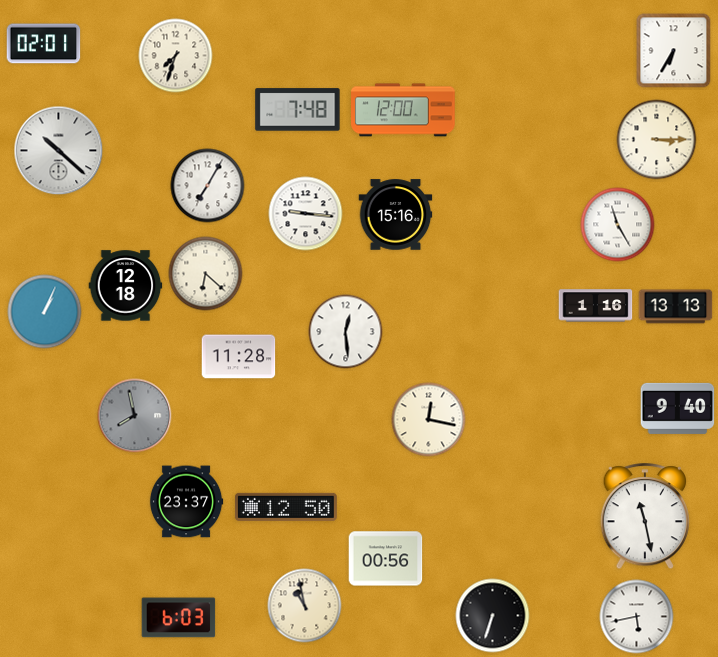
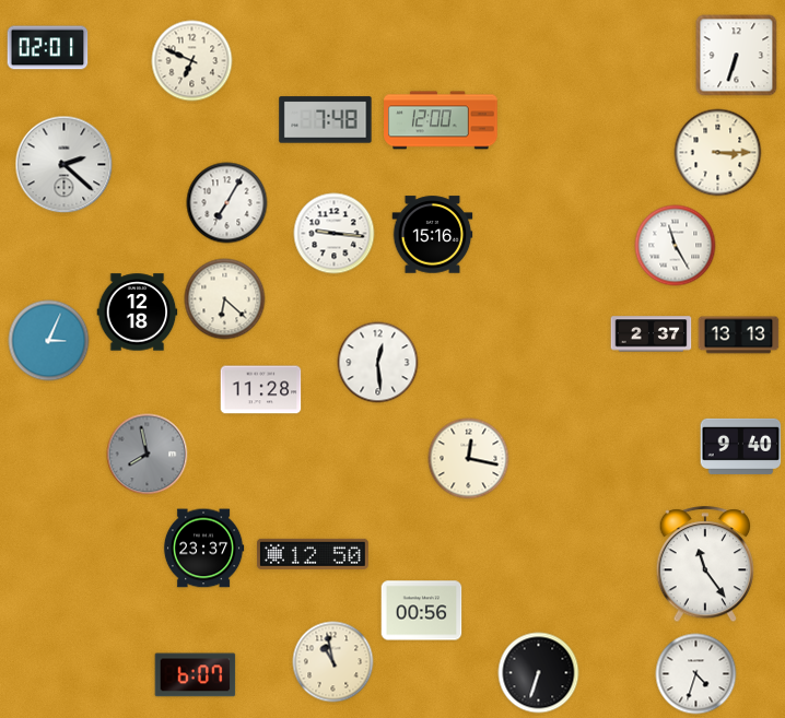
clock at (674, 51): 6:35 -> 6:33
clock at (176, 56): 7:33 -> 6:49
clock at (59, 151): 10:22 -> 2:22
clock at (596, 306): 1:16 -> 2:37
clock at (45, 312): 1:04 -> 3:04
clock at (644, 517): 11:28 -> 11:24
clock at (637, 617): 5:43 -> 4:33
clock at (179, 618): 6:03 -> 6:07
